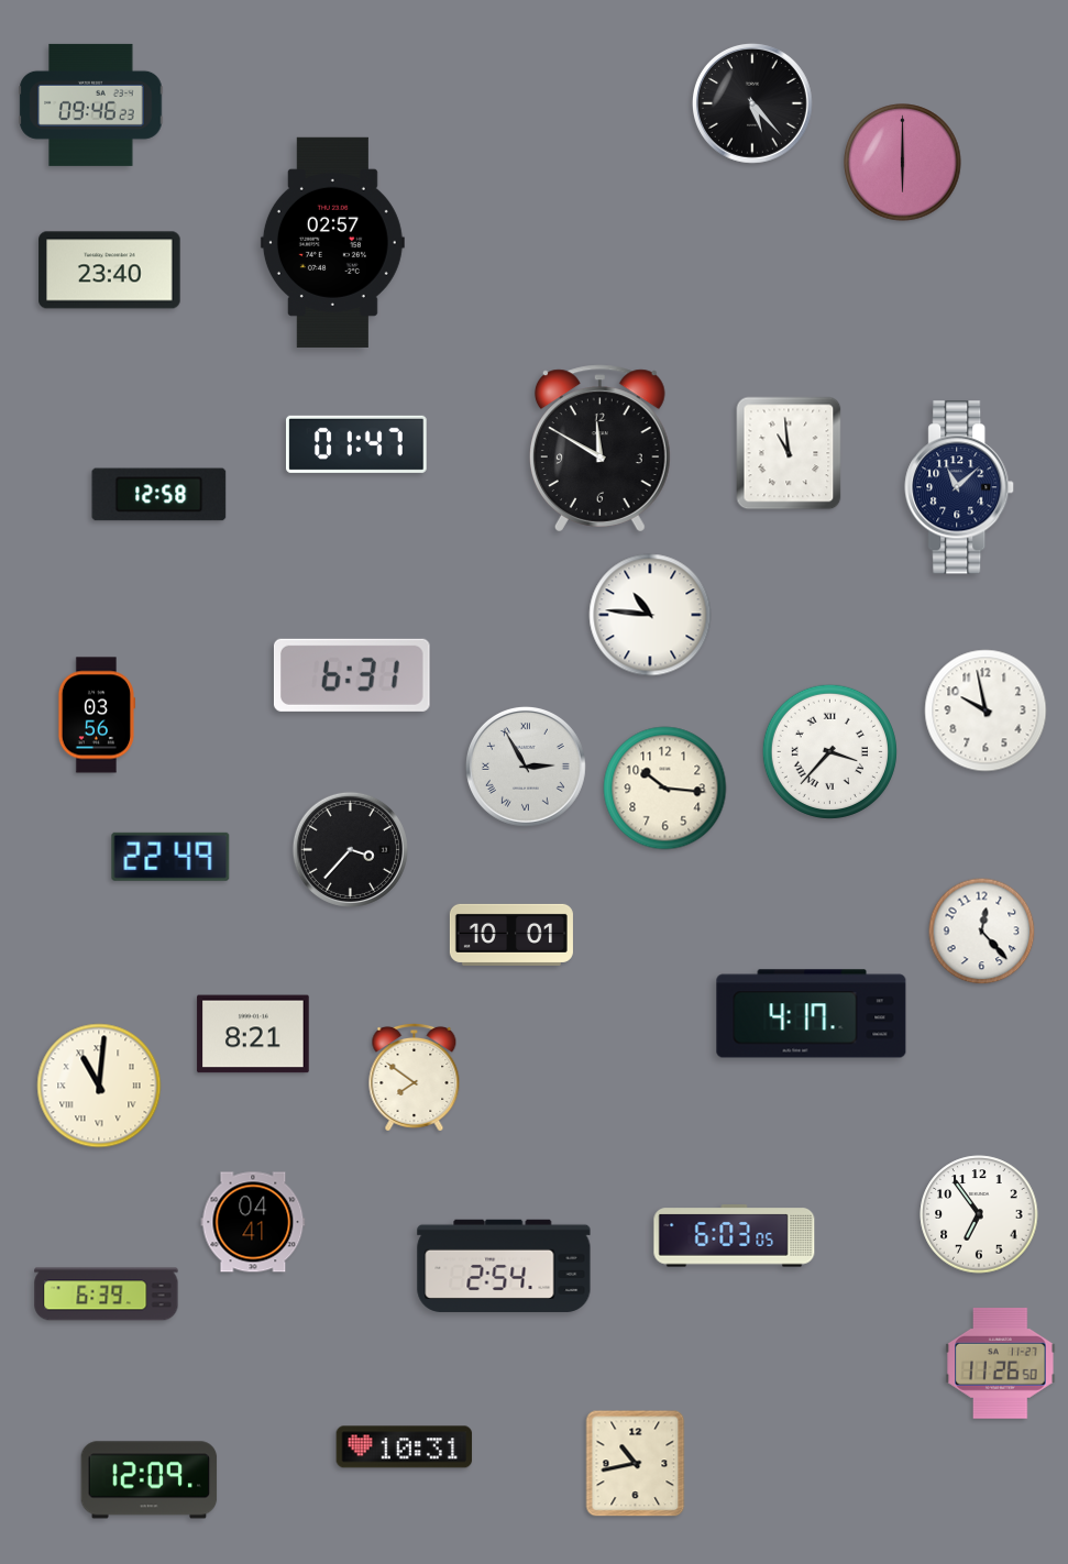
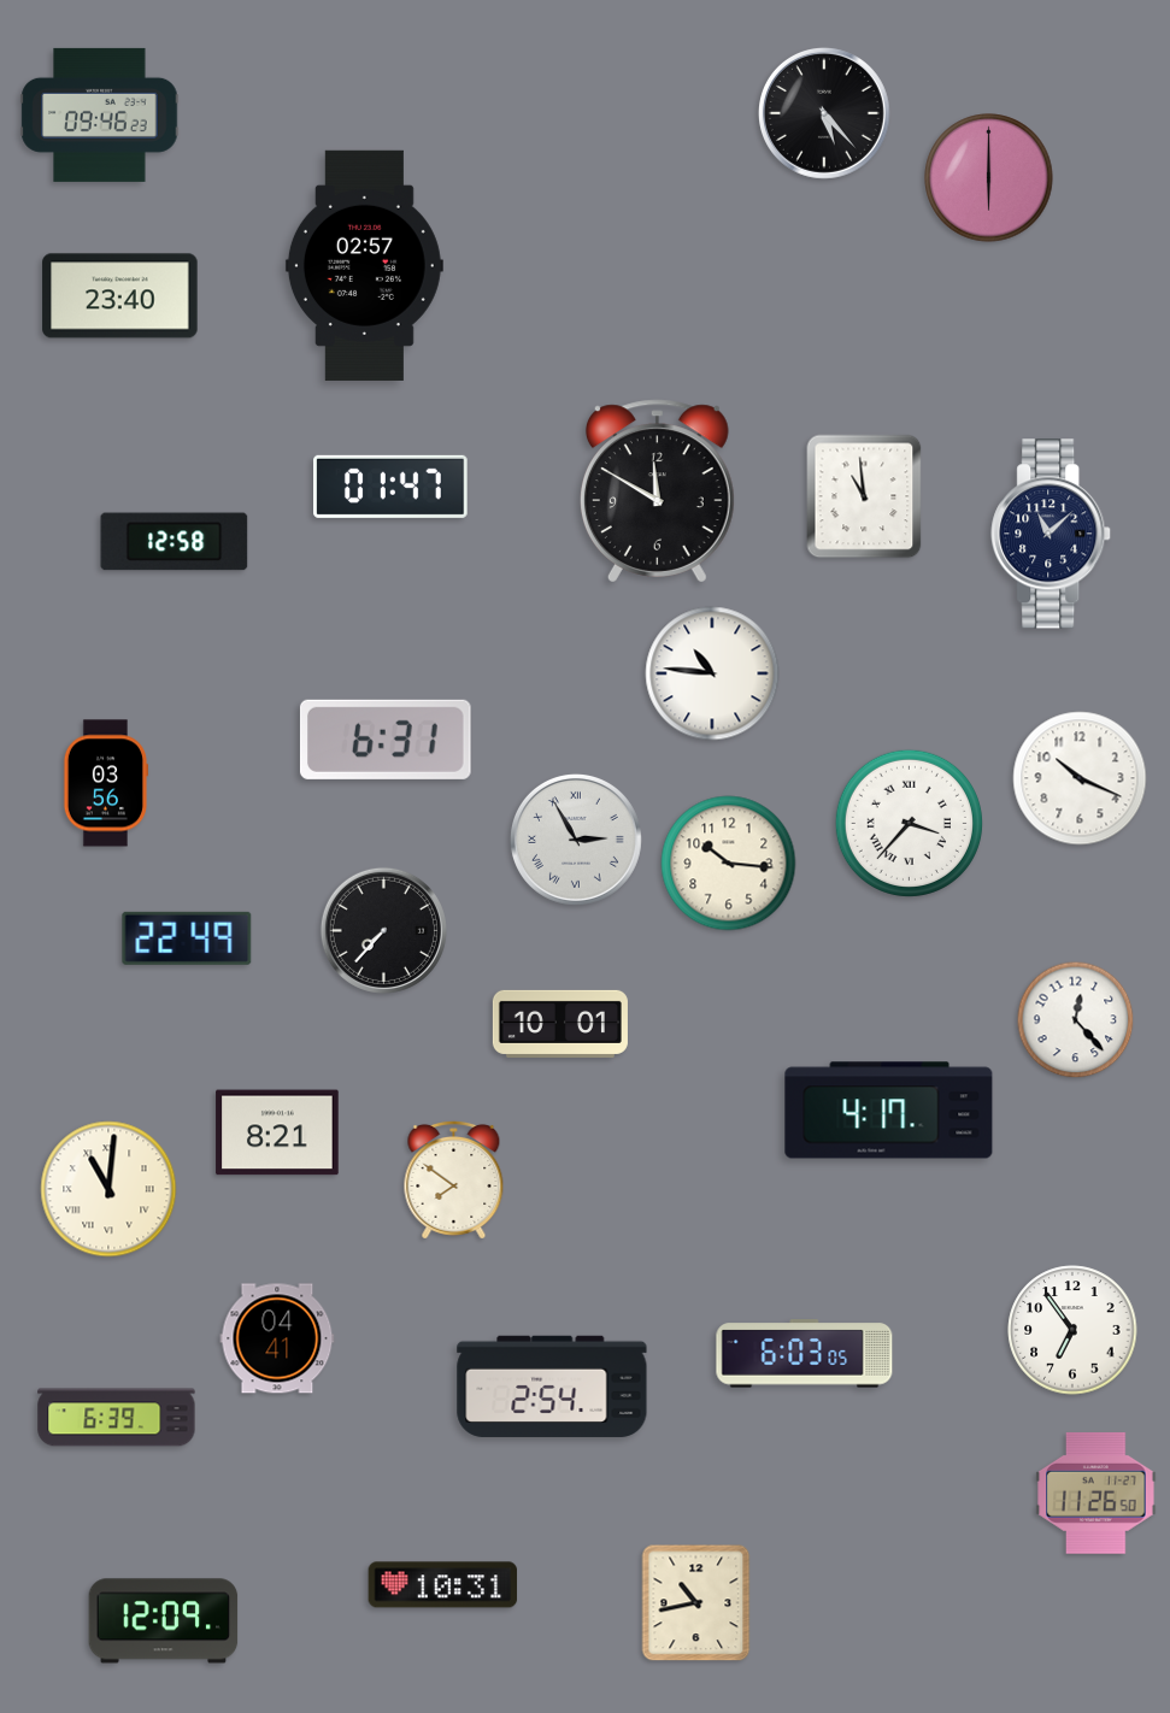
clock at (986, 711): 9:58 -> 10:19
clock at (350, 849): 3:37 -> 7:37
